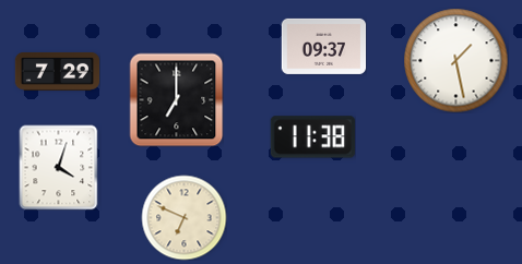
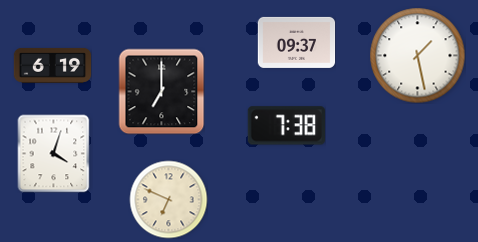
clock at (57, 71): 7:29 -> 6:19
clock at (312, 137): 11:38 -> 7:38
